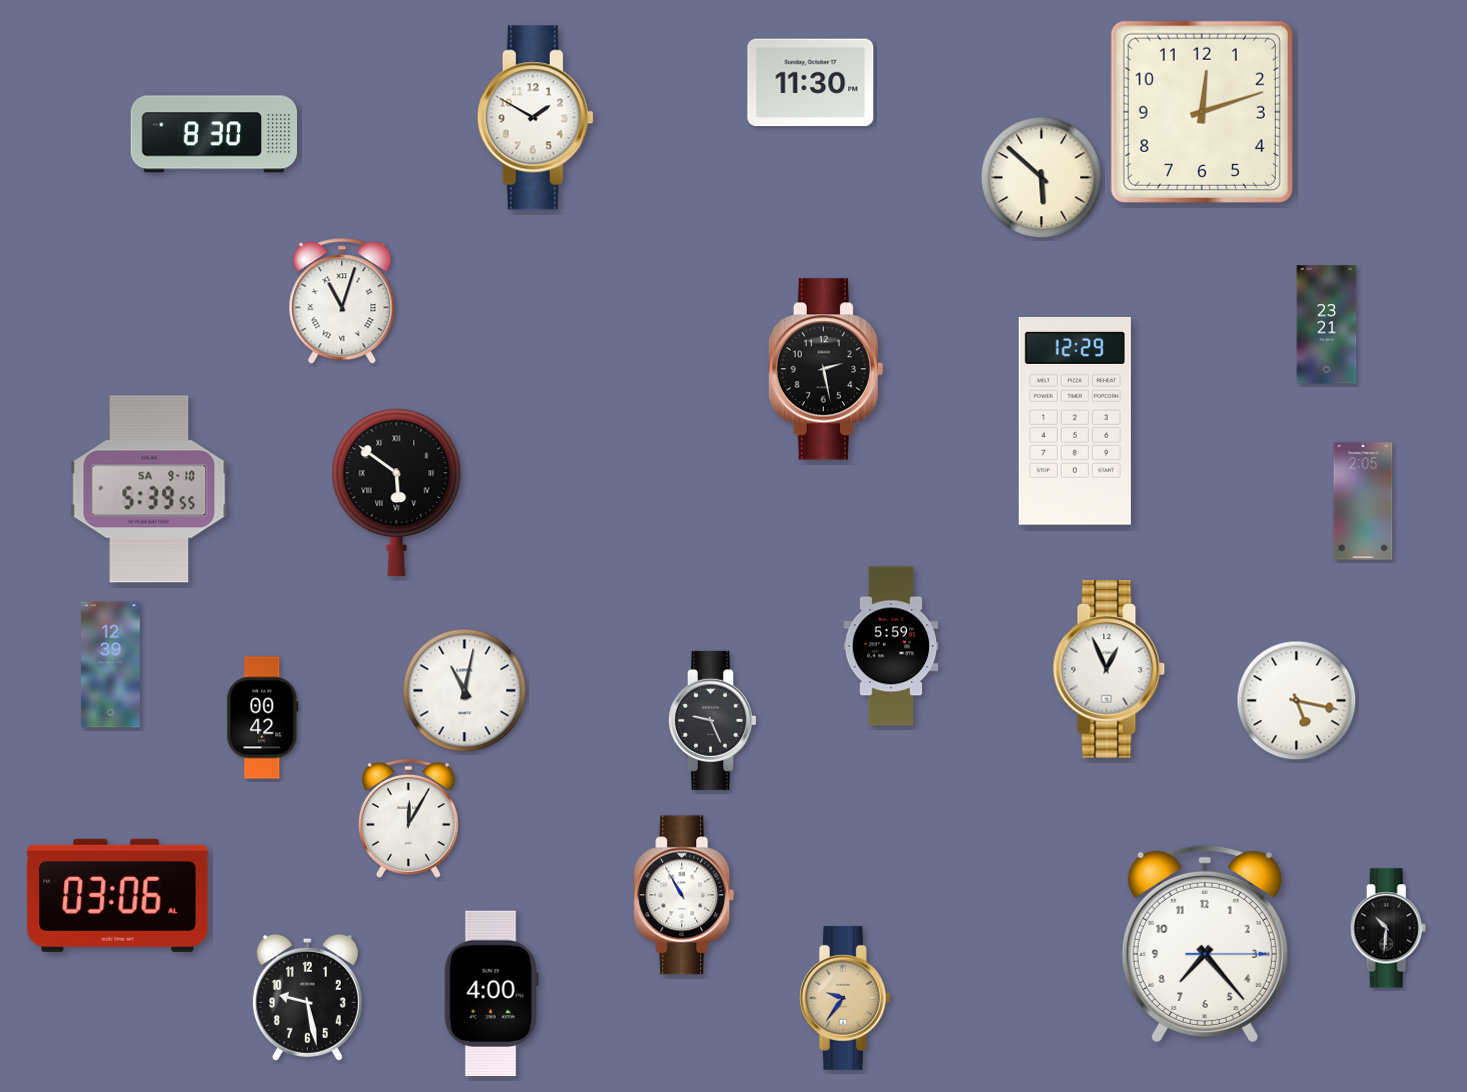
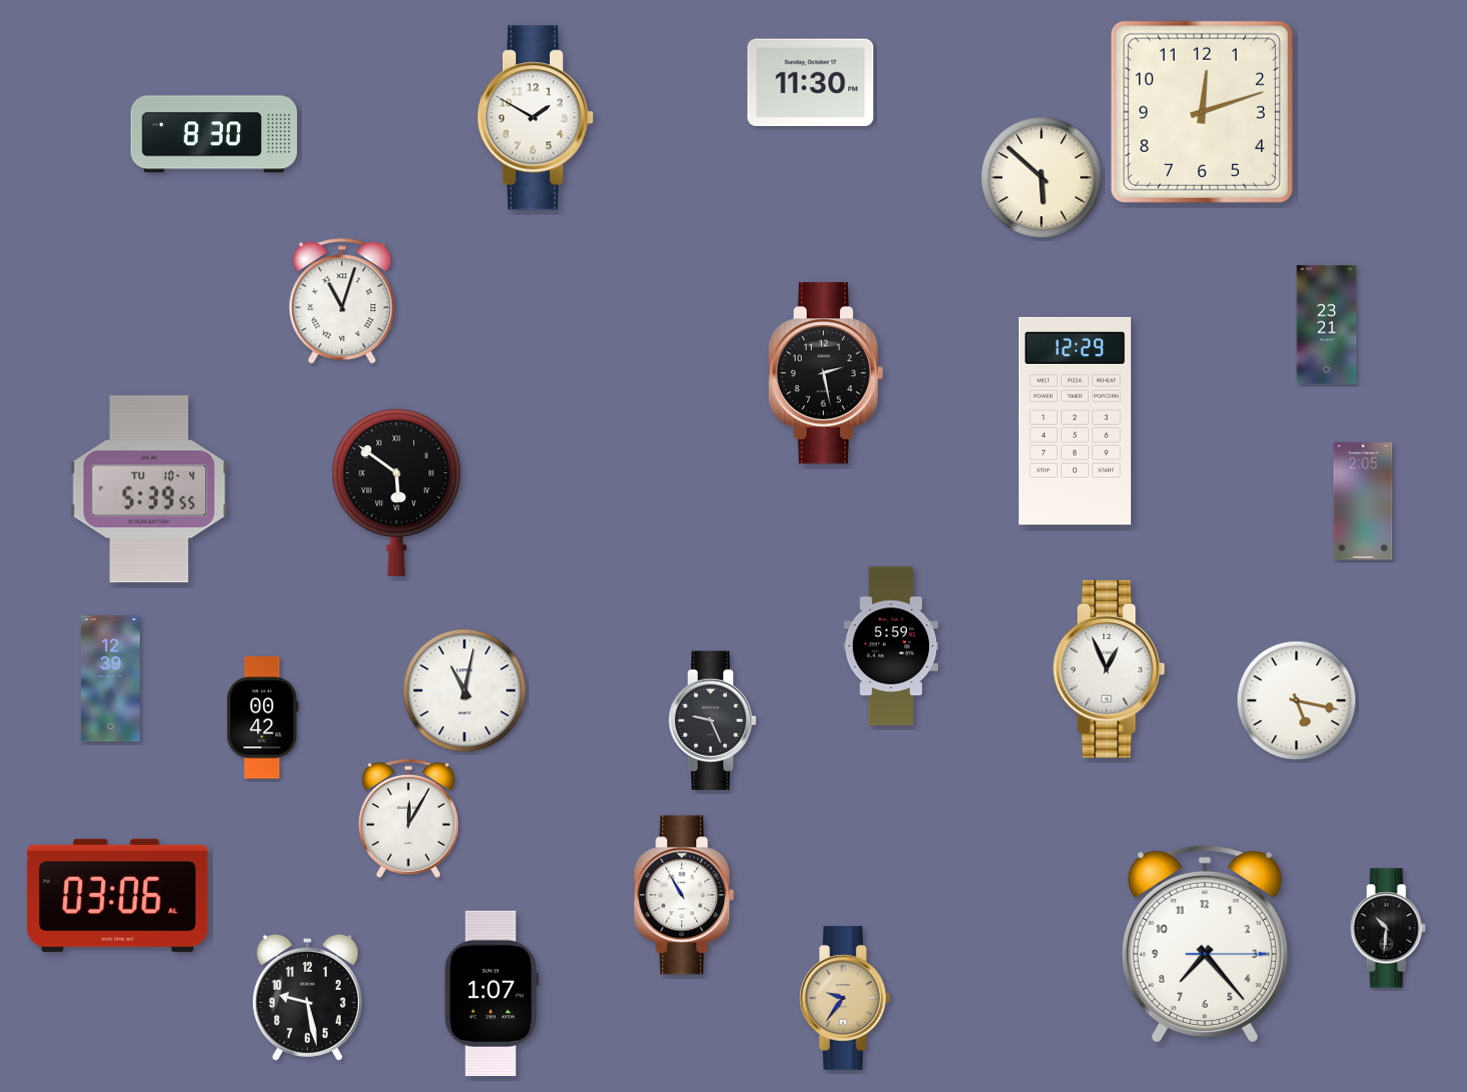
clock at (826, 369) position: (826, 369) -> (826, 373)
clock at (149, 489) date: SA 9-10 -> TU 10-4
clock at (111, 665) position: (111, 665) -> (111, 679)
clock at (491, 994): 4:00 -> 1:07
